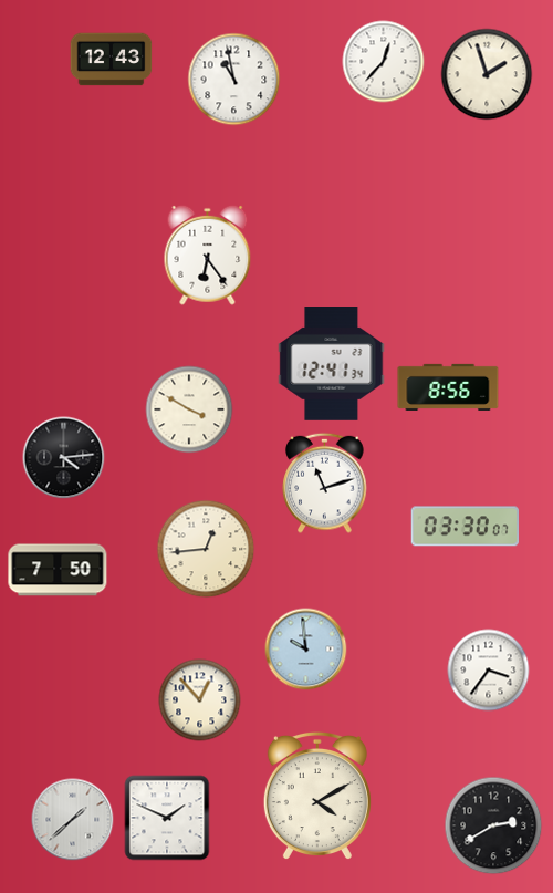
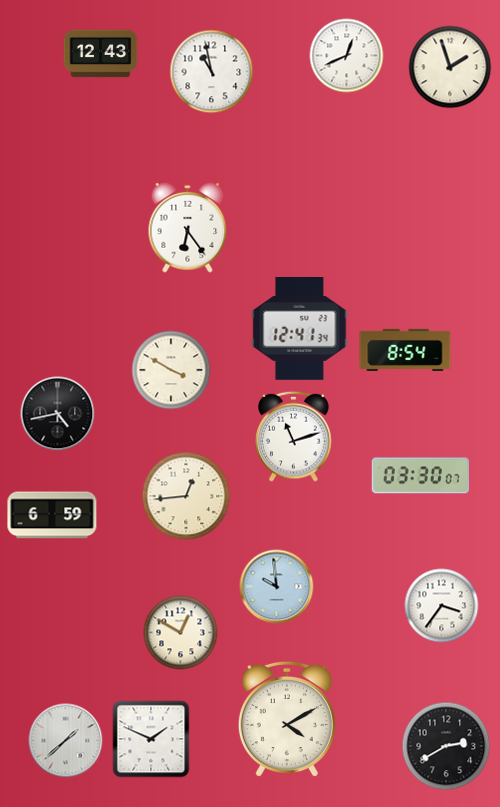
clock at (384, 62): 12:37 -> 12:41
clock at (487, 74) position: (487, 74) -> (450, 67)
clock at (208, 255) position: (208, 255) -> (188, 227)
clock at (448, 387): 8:56 -> 8:54
clock at (64, 458): 4:14 -> 4:43
clock at (58, 570): 7:50 -> 6:59
clock at (200, 700): 12:53 -> 12:50
